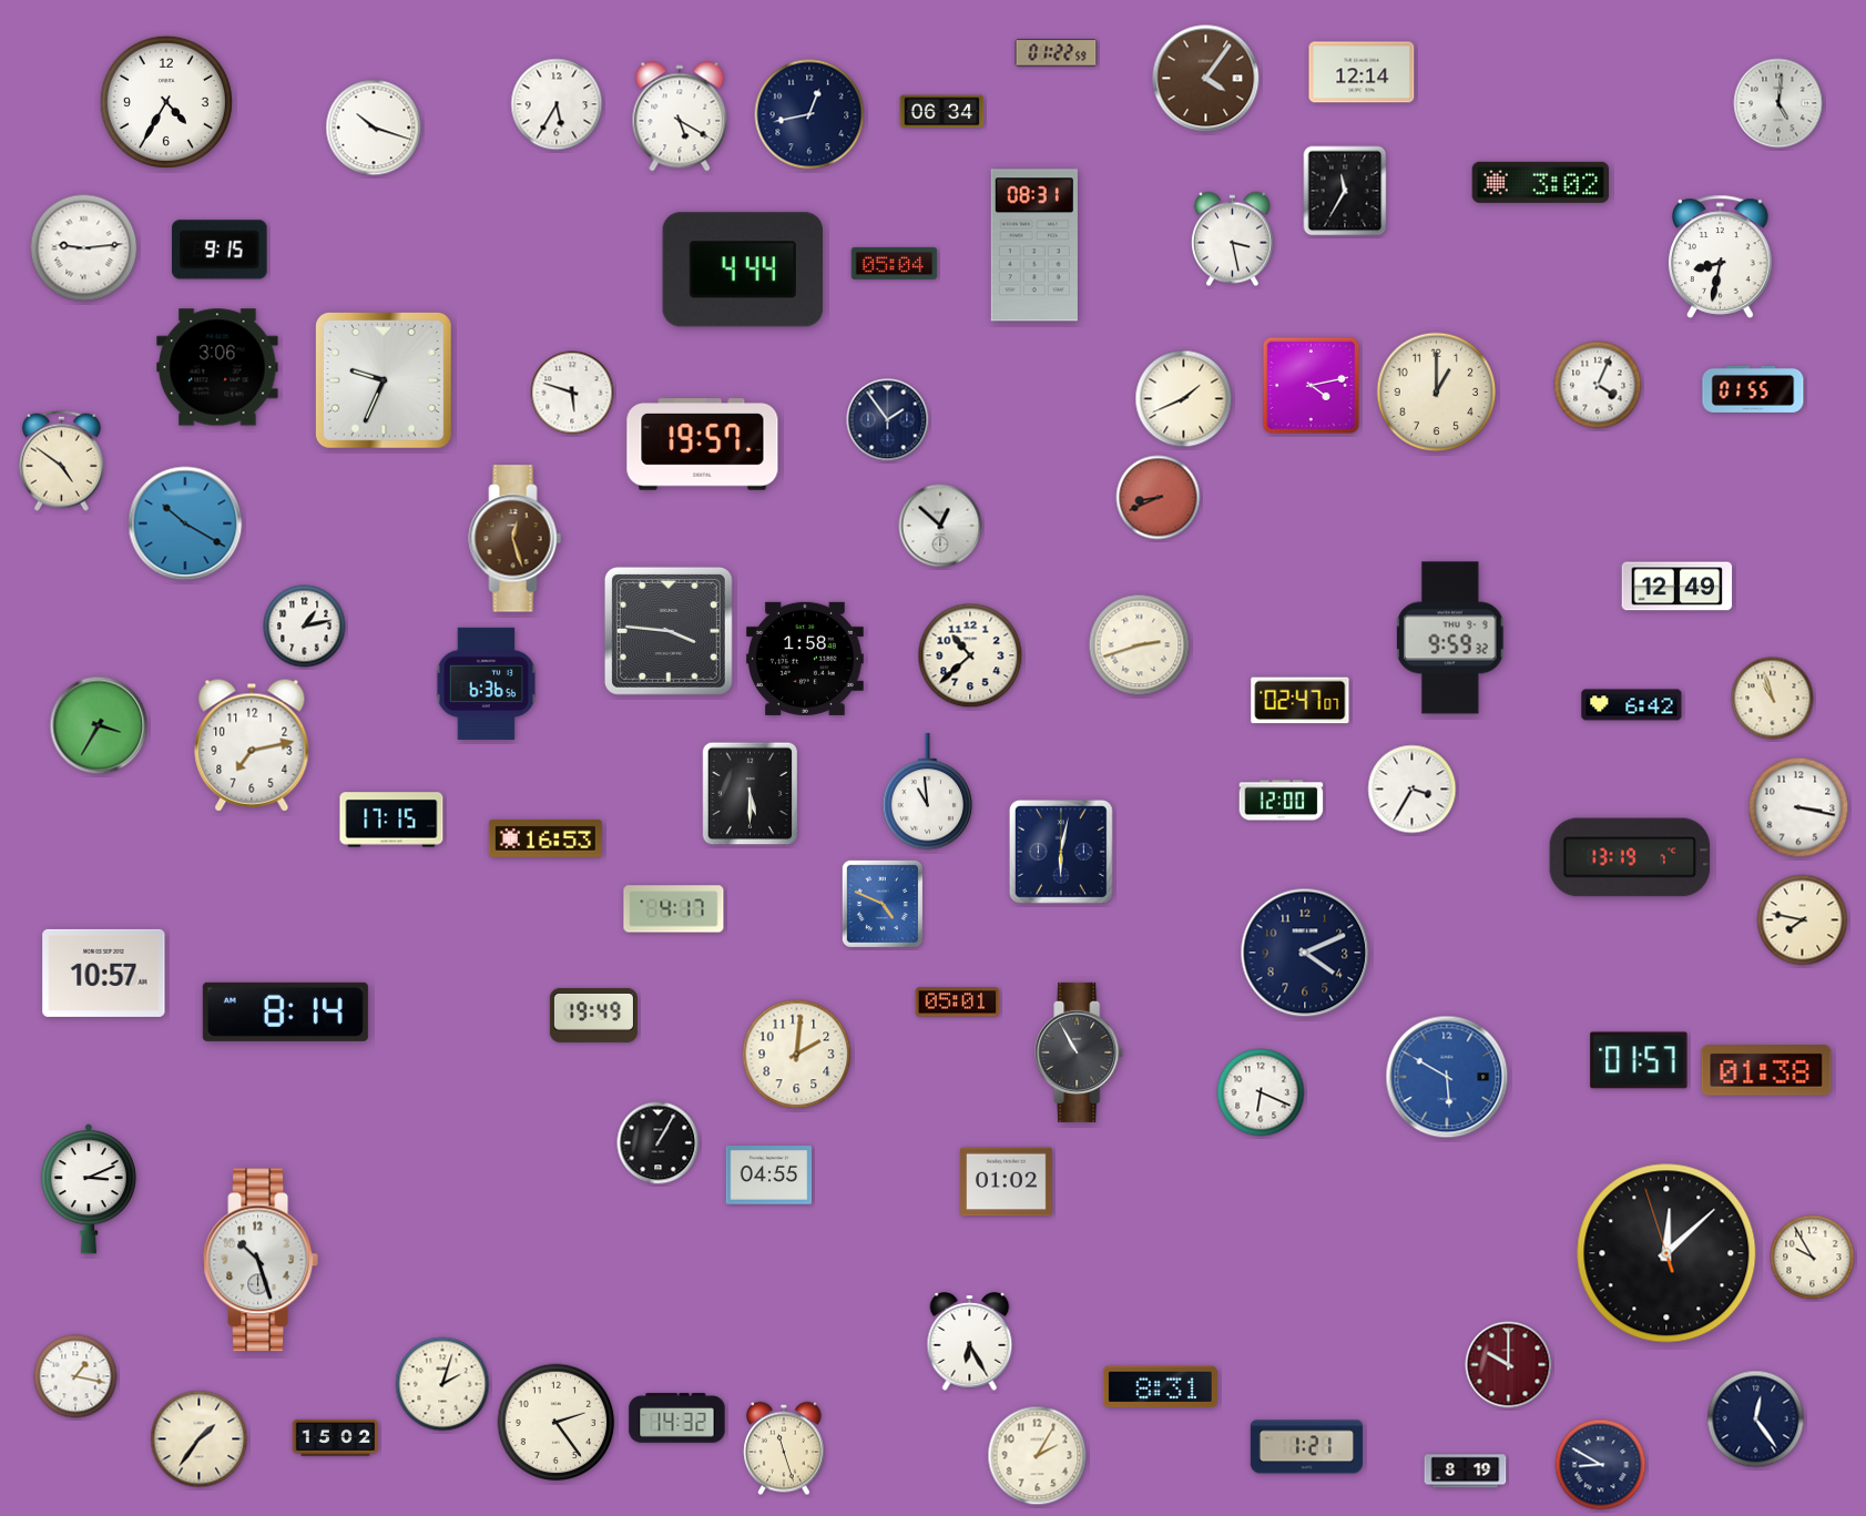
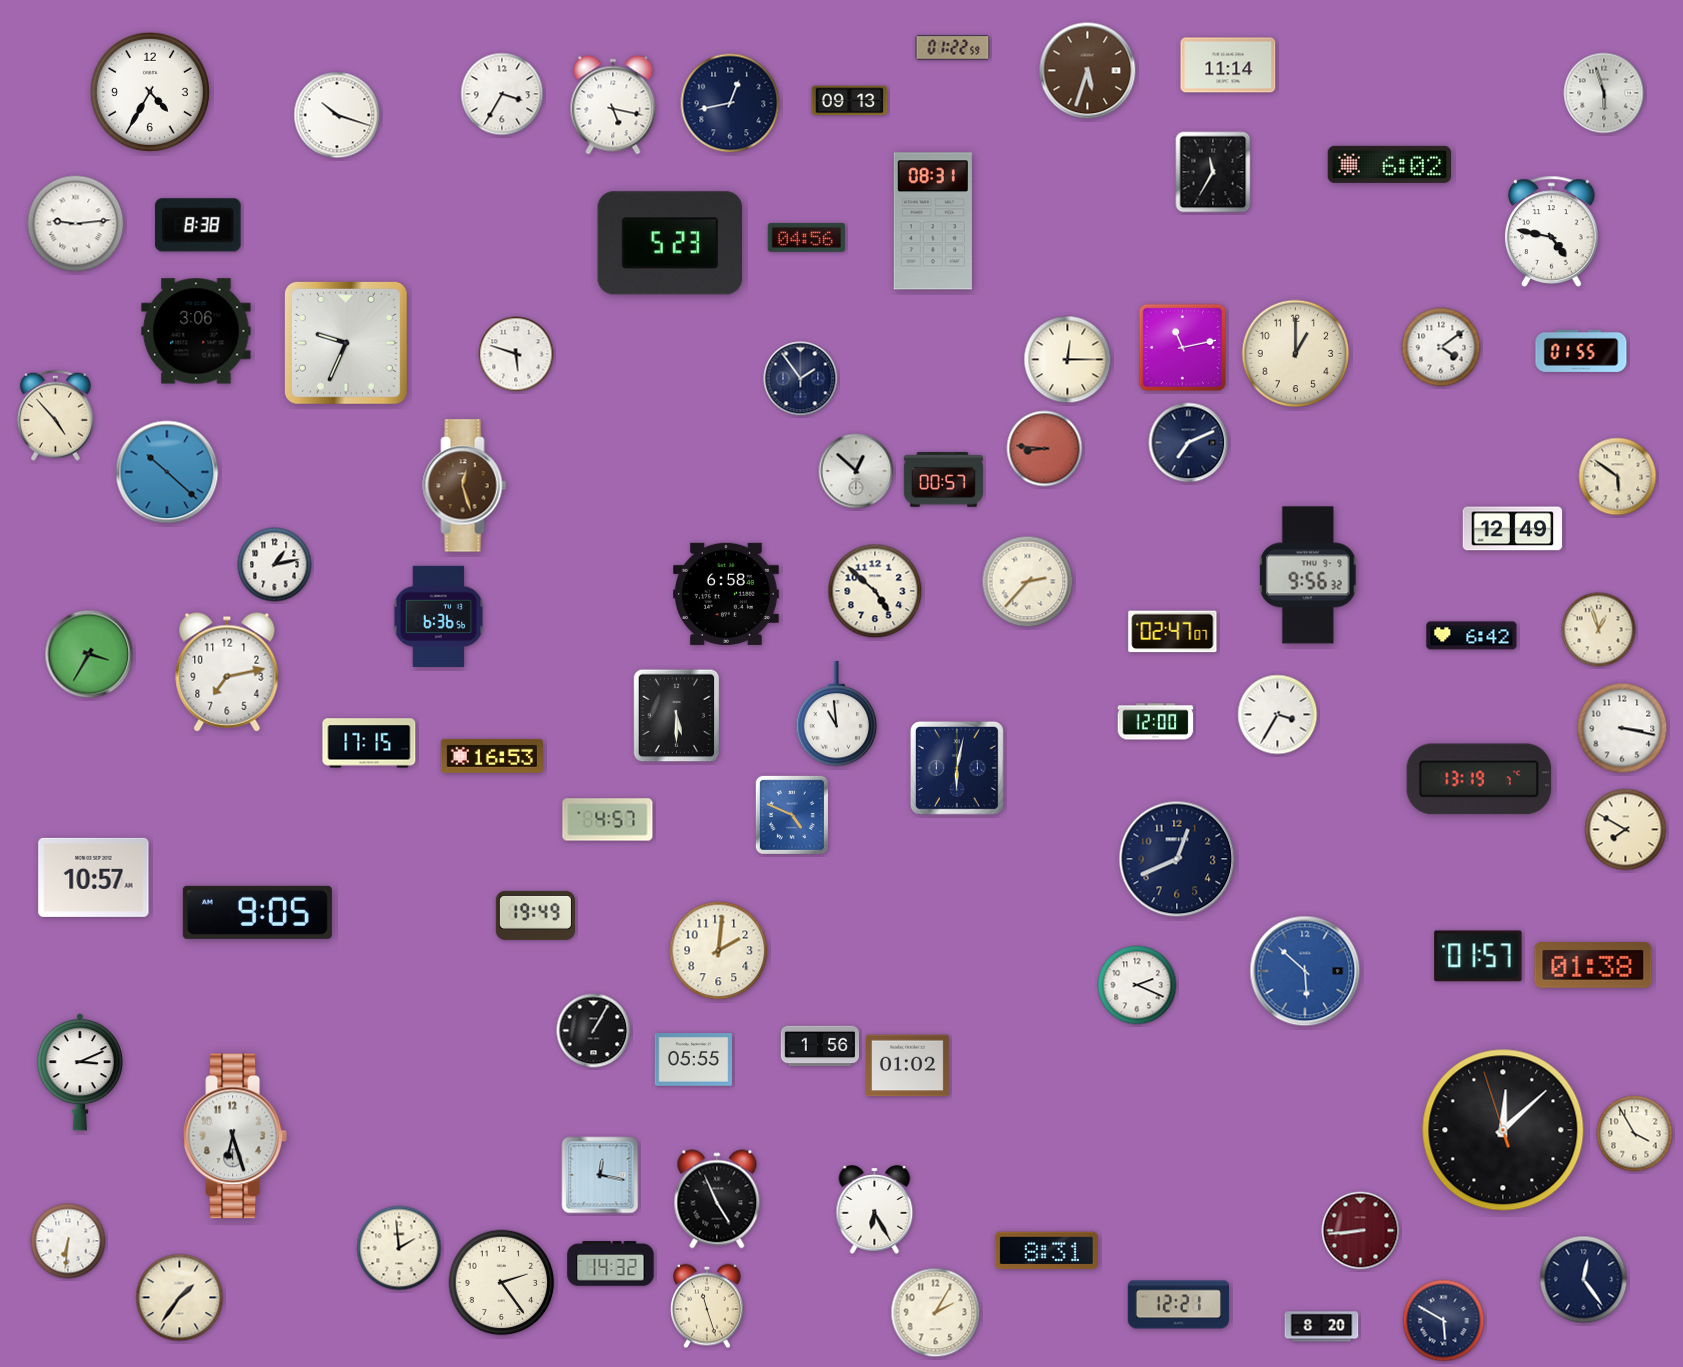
clock at (1362, 72): 12:14 -> 11:14
clock at (1206, 79): 4:06 -> 5:33
clock at (1778, 103): 5:01 -> 5:57
clock at (557, 104): 5:35 -> 3:35
clock at (942, 112): 06:34 -> 09:13
clock at (680, 116): 5:20 -> 5:17
clock at (1540, 182): 3:02 -> 6:02
clock at (1232, 240): 3:28 -> none
clock at (220, 250): 9:15 -> 8:38
clock at (1721, 256): 8:32 -> 4:47
clock at (895, 264): 05:04 -> 04:56
clock at (743, 269): 4:44 -> 5:23
clock at (1311, 385): 4:13 -> 11:13
clock at (1598, 385): 4:04 -> 4:09
clock at (1184, 399): 1:41 -> 12:15
clock at (703, 445): 19:57 -> none
clock at (61, 460): 4:51 -> 4:53
clock at (1189, 443): none -> 7:11
clock at (1159, 498): 8:41 -> 8:46
clock at (185, 523): 10:20 -> 10:22
clock at (940, 526) position: (940, 526) -> (856, 471)
clock at (1618, 477): none -> 5:51
clock at (943, 480): none -> 00:57
clock at (669, 631): 3:46 -> none
clock at (1451, 638): 9:59 -> 9:56
clock at (1140, 645): 2:42 -> 2:37
clock at (970, 655): 10:38 -> 4:52
clock at (806, 659): 1:58 -> 6:58
clock at (1773, 699): 10:57 -> 12:57
clock at (1413, 790) position: (1413, 790) -> (1278, 715)
clock at (391, 820) position: (391, 820) -> (369, 743)
clock at (1630, 857) position: (1630, 857) -> (1479, 779)
clock at (883, 904) position: (883, 904) -> (792, 815)
clock at (674, 909): 4:17 -> 4:57
clock at (1803, 920): 7:47 -> 7:50
clock at (1305, 953): 4:11 -> 12:41
clock at (958, 1003): 05:01 -> none
clock at (285, 1011): 8:14 -> 9:05
clock at (1080, 1052): 10:55 -> none
clock at (1447, 1077): 5:50 -> 5:52
clock at (1261, 1092): 6:19 -> 2:19
clock at (819, 1046): none -> 1:56
clock at (769, 1176): 04:55 -> 05:55
clock at (1813, 1258): 9:55 -> 3:55
clock at (261, 1260): 10:27 -> 6:27
clock at (600, 1175): none -> 12:17
clock at (717, 1199): none -> 4:56
clock at (1509, 1365): 10:00 -> 8:44
clock at (75, 1376): 1:17 -> 6:31
clock at (442, 1384): 2:03 -> 1:59
clock at (677, 1418) position: (677, 1418) -> (611, 1264)
clock at (336, 1437): 15:02 -> none
clock at (1306, 1447): 1:21 -> 12:21
clock at (1601, 1465): 8:50 -> 5:50
clock at (1466, 1472): 8:19 -> 8:20
